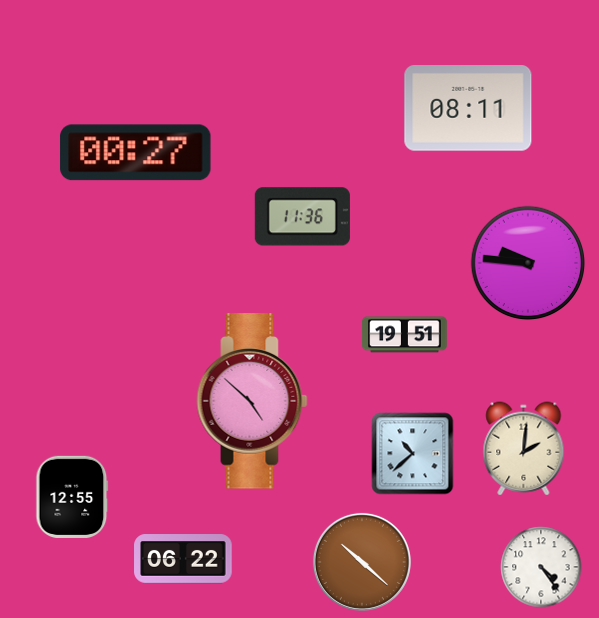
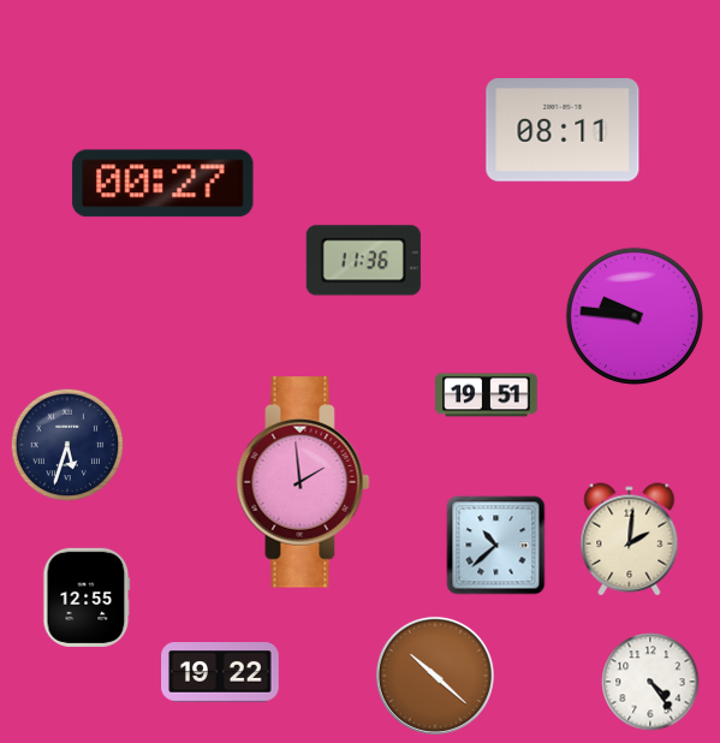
clock at (405, 335) position: (405, 335) -> (487, 396)
clock at (67, 445): none -> 5:33
clock at (252, 401): 4:52 -> 1:59
clock at (183, 559): 06:22 -> 19:22
